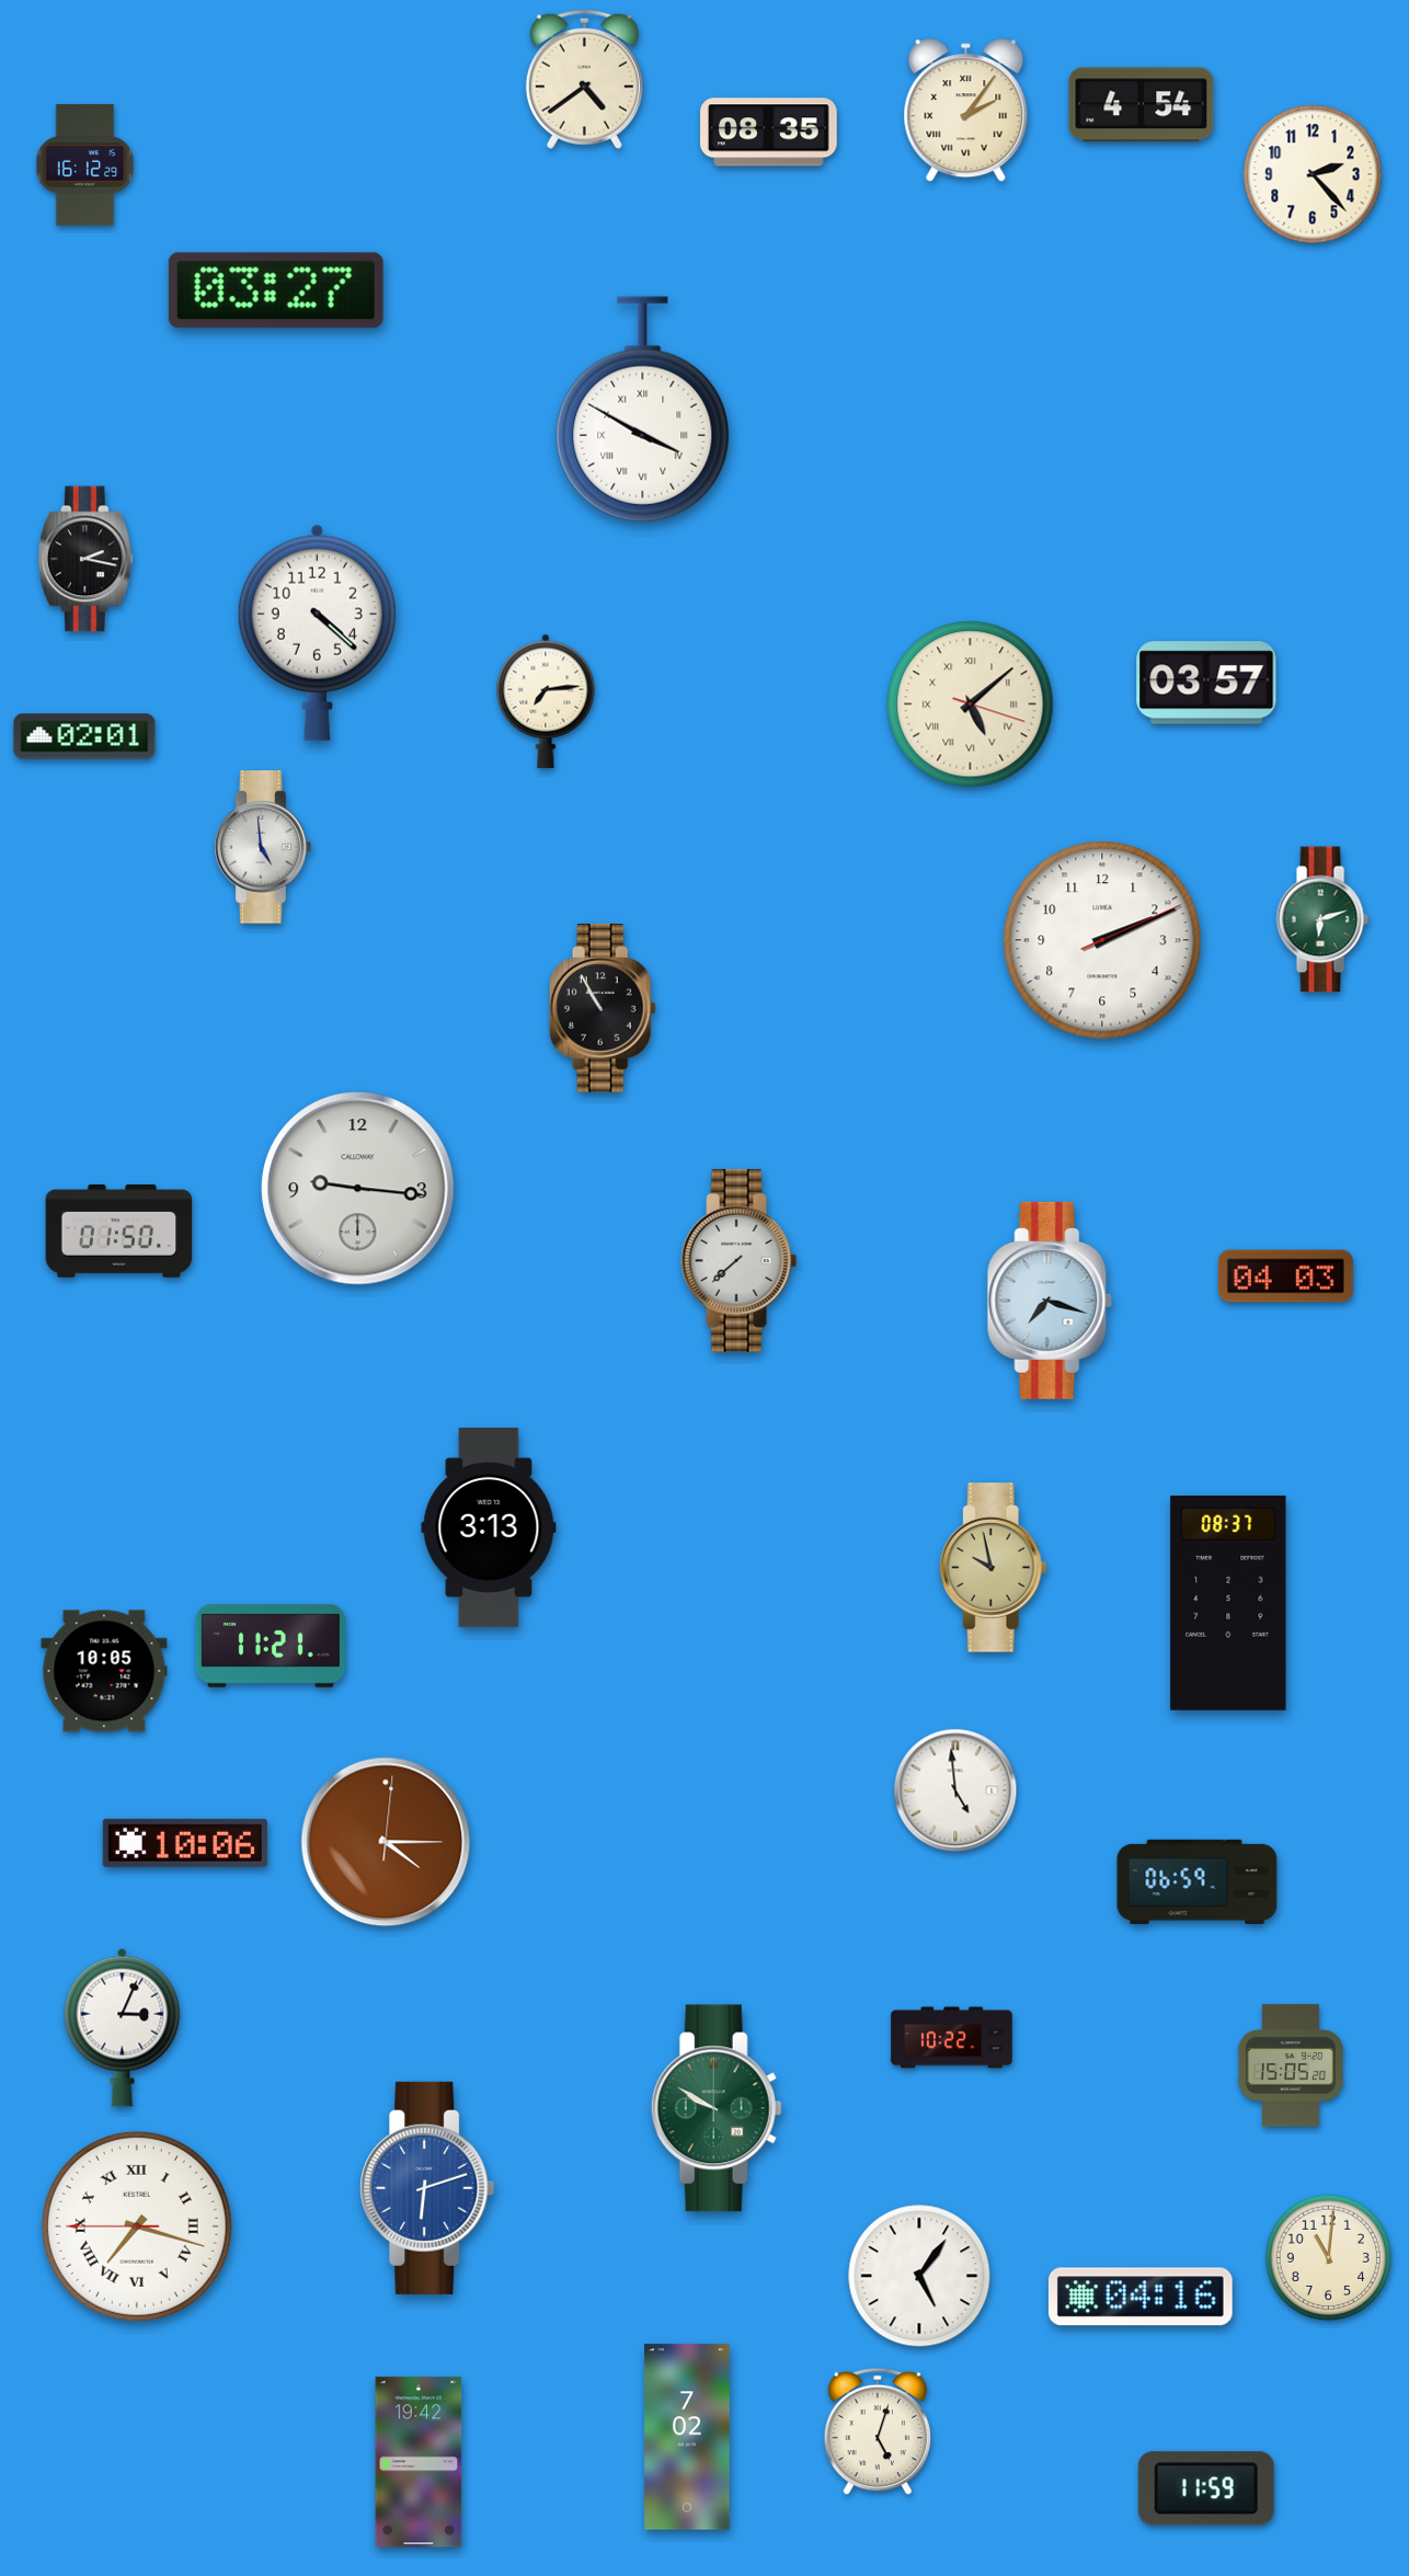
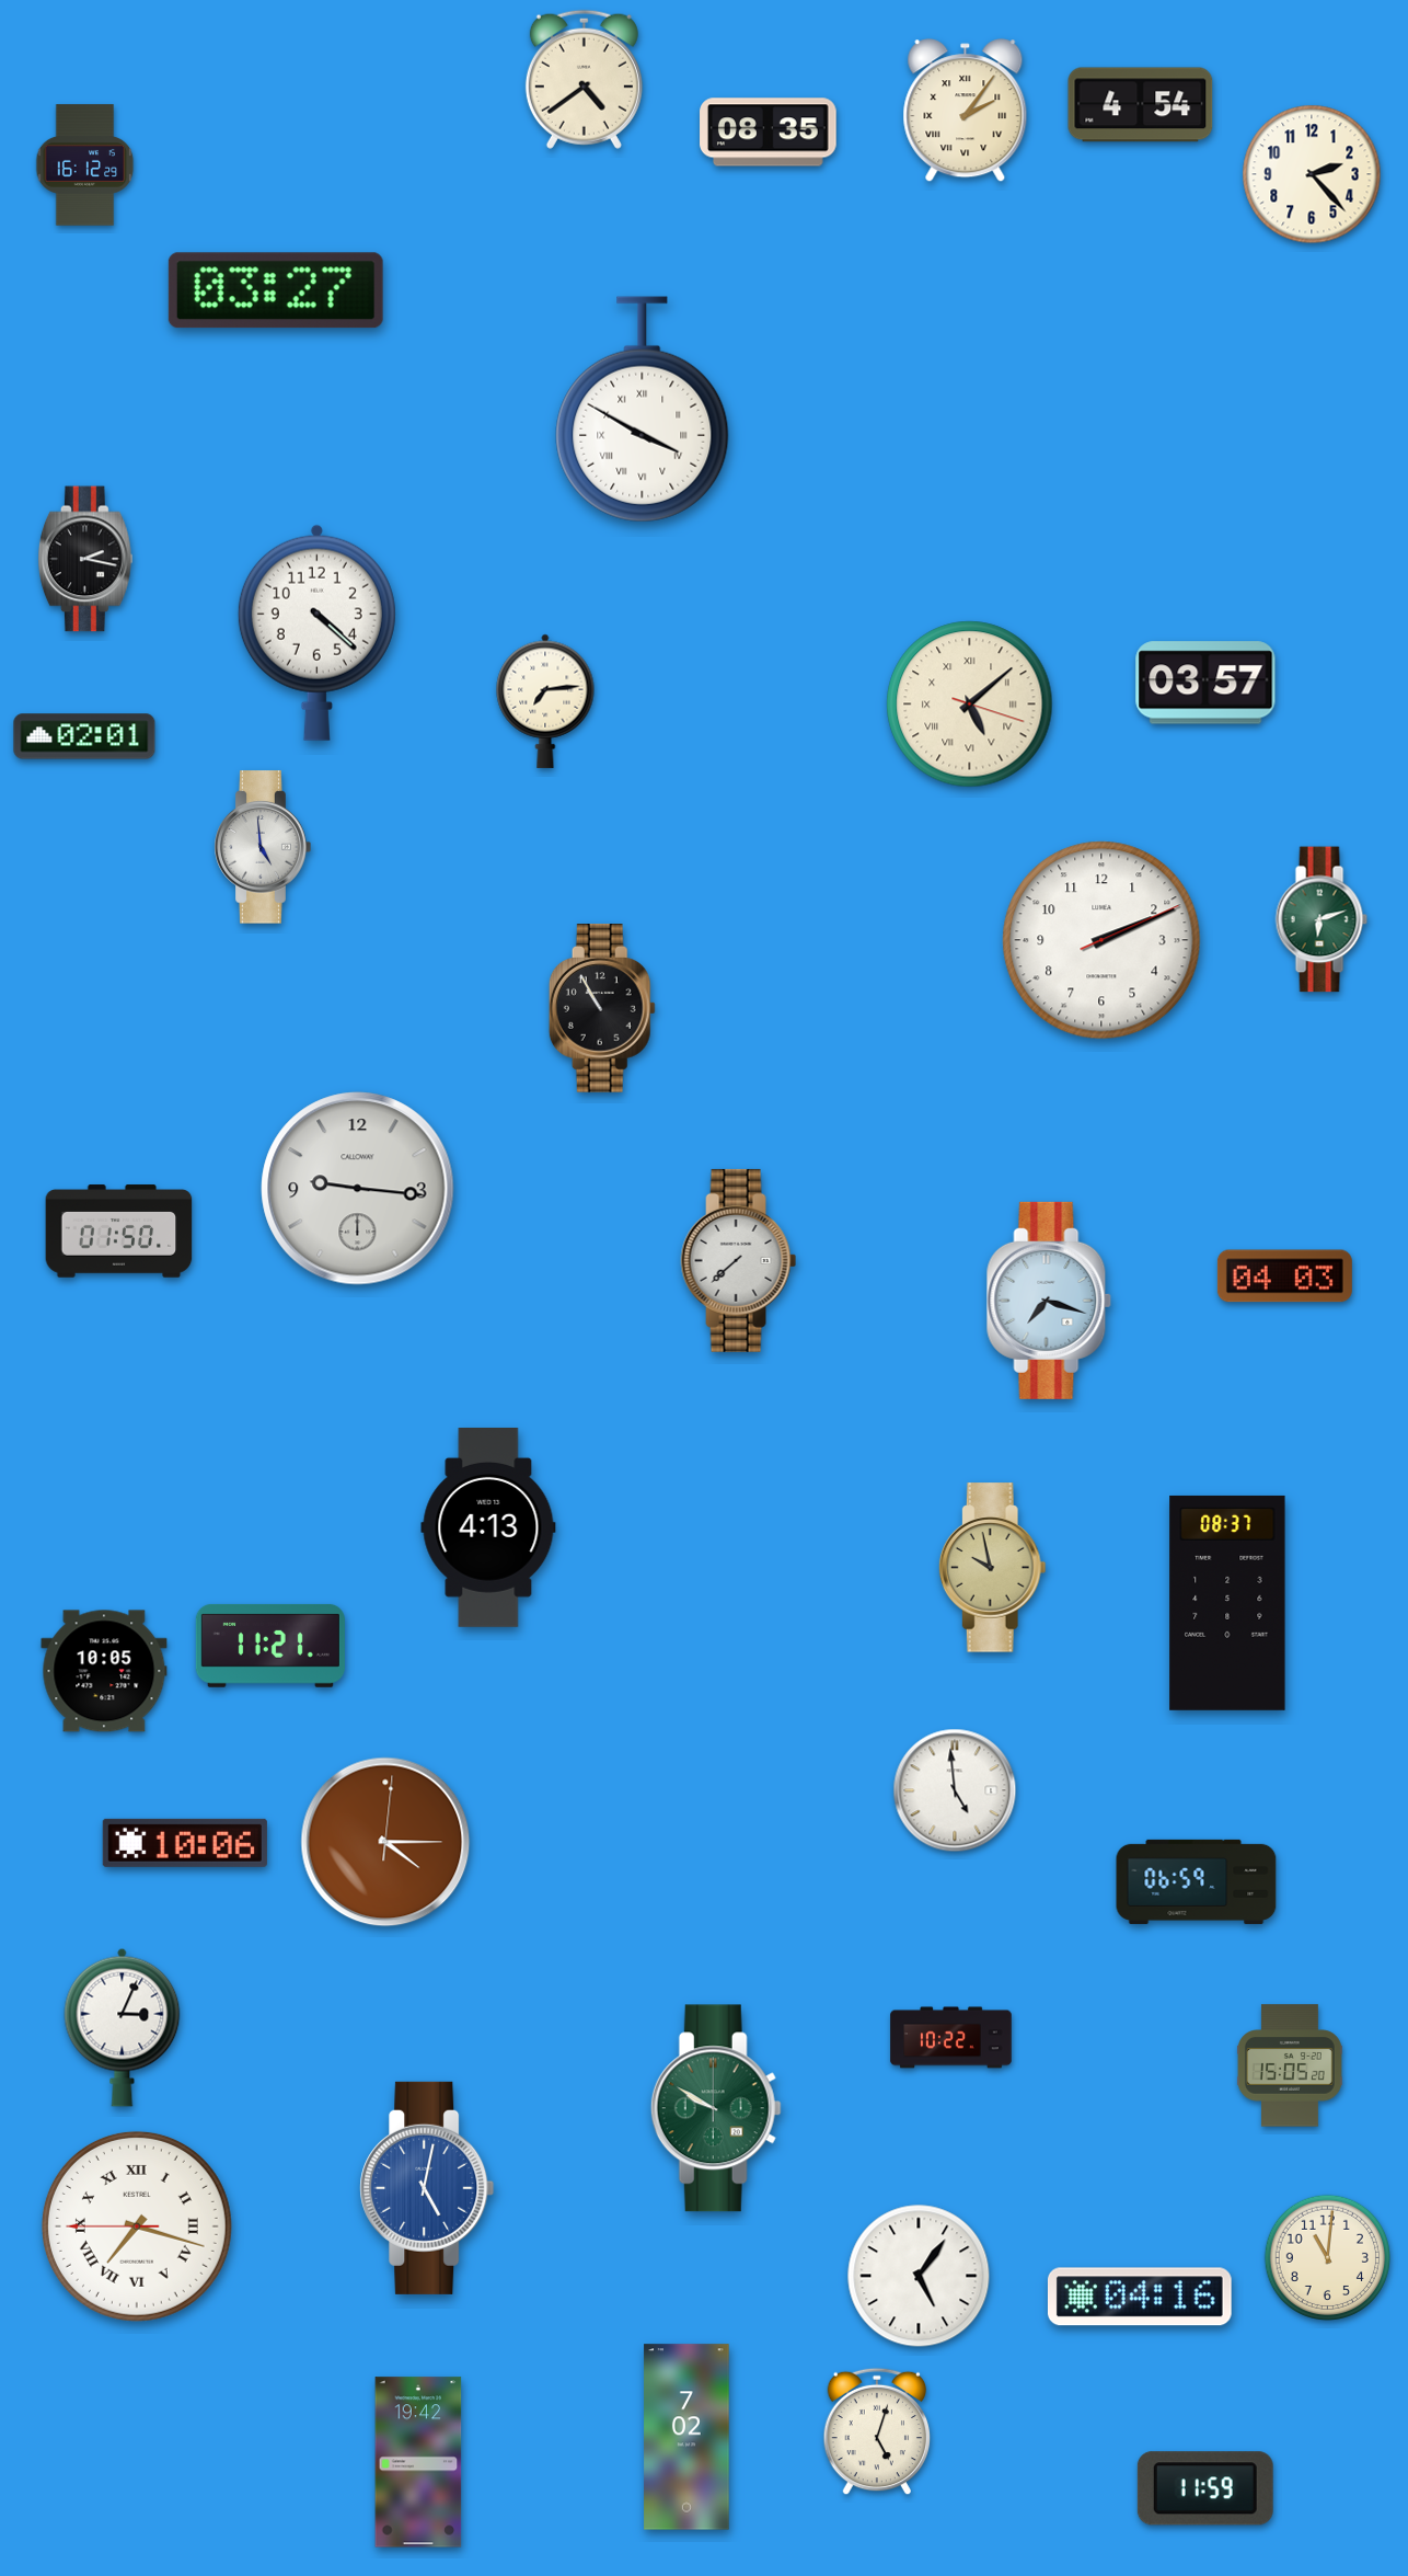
clock at (489, 1529): 3:13 -> 4:13
clock at (427, 2188): 6:12 -> 5:02
